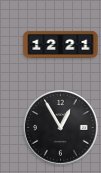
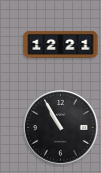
clock at (61, 128): 12:55 -> 10:55
